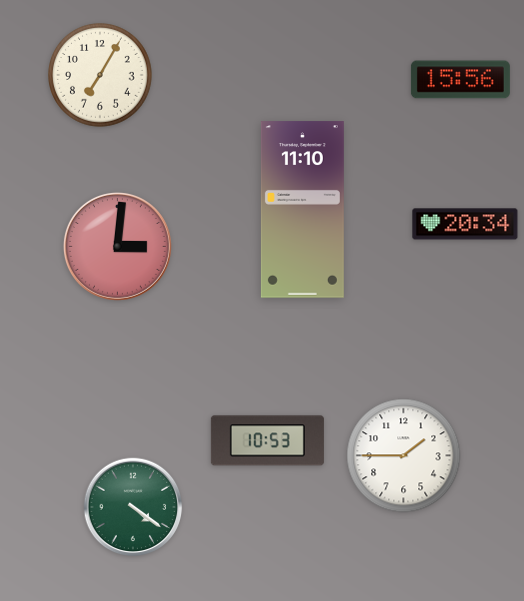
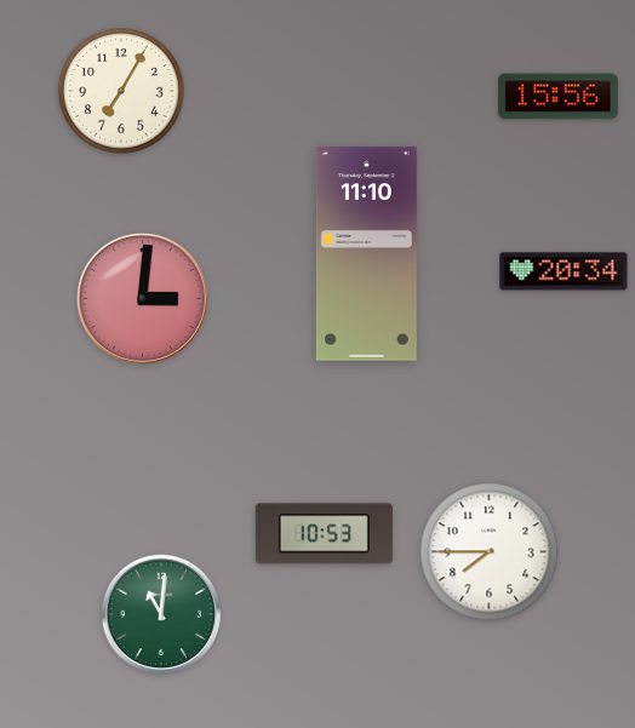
clock at (404, 456): 1:45 -> 7:45
clock at (133, 507): 4:21 -> 11:01
